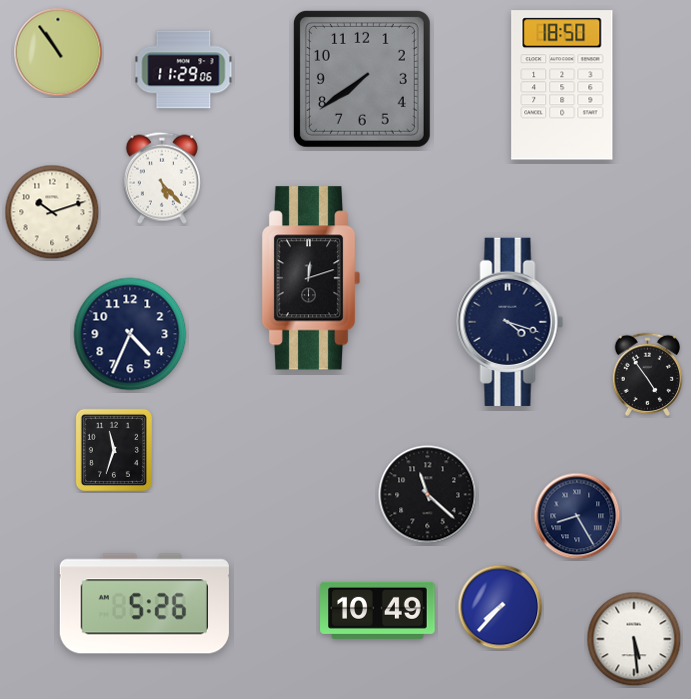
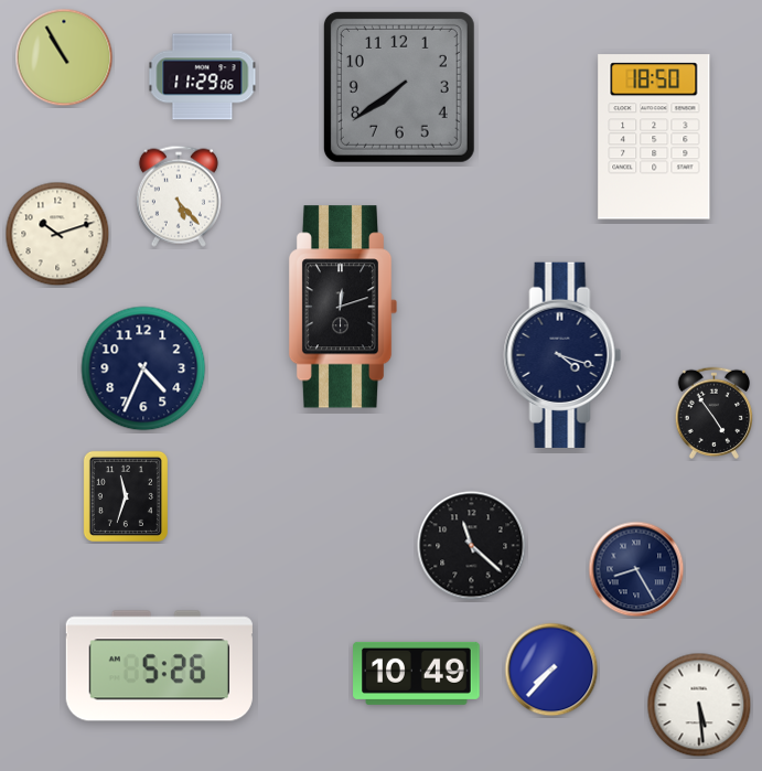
clock at (58, 52): 10:54 -> 10:55
clock at (562, 85) position: (562, 85) -> (654, 137)
